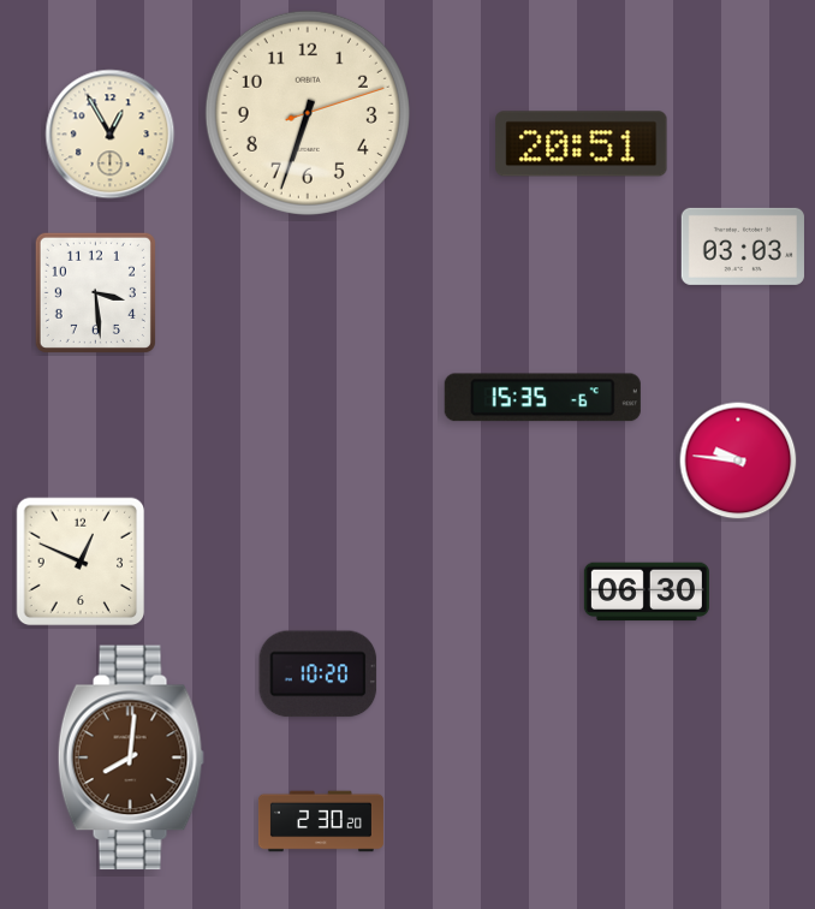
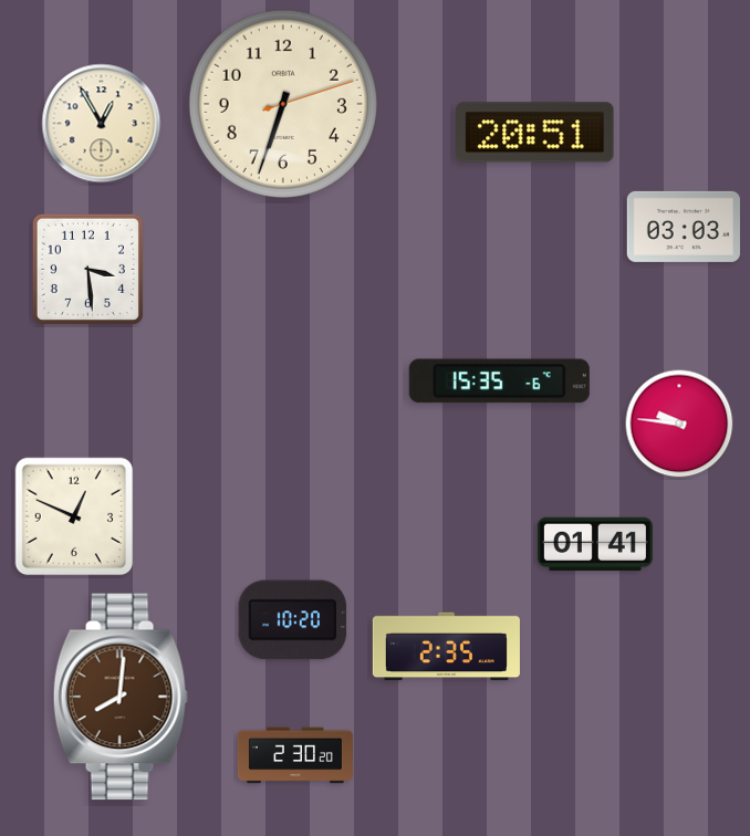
clock at (542, 398) position: (542, 398) -> (499, 382)
clock at (647, 592): 06:30 -> 01:41
clock at (446, 647): none -> 2:35
